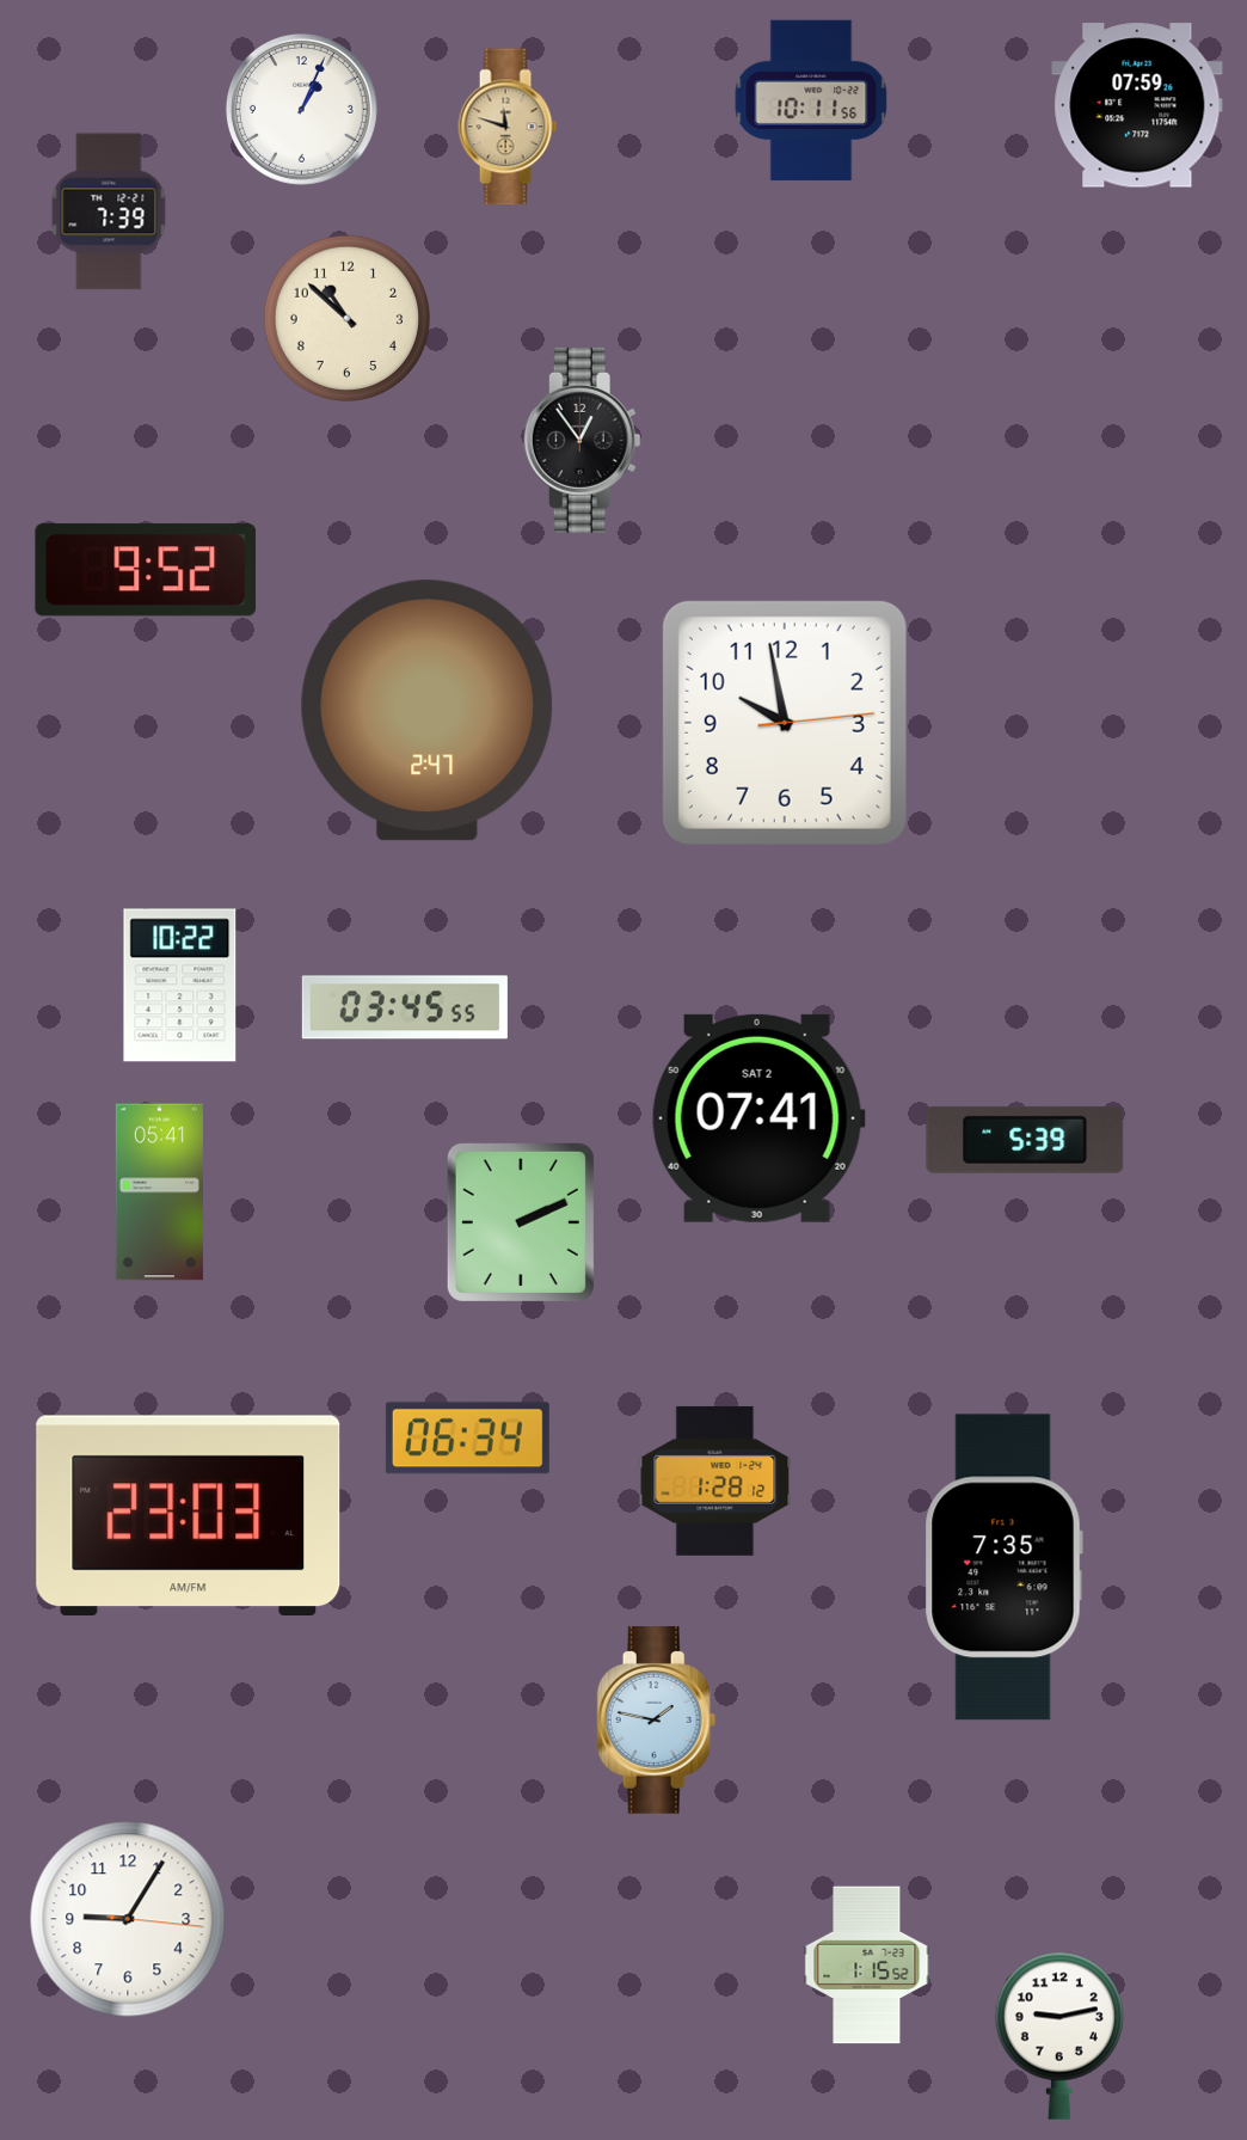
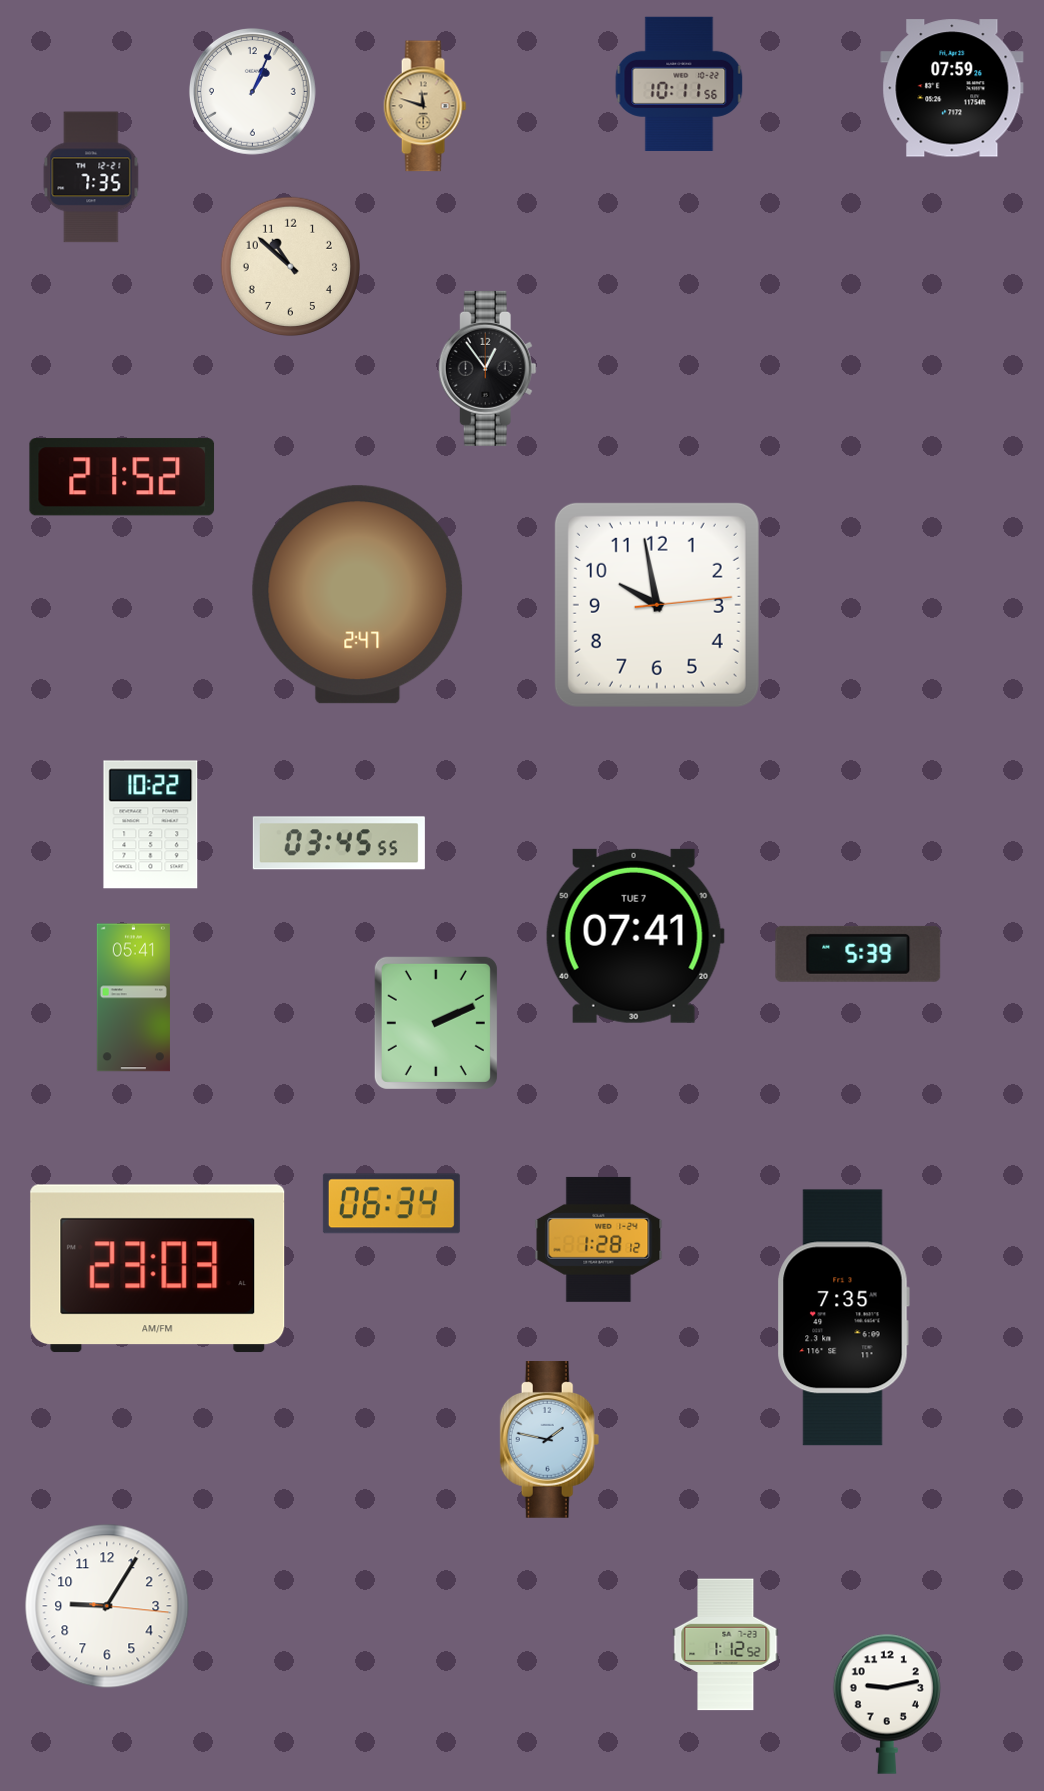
clock at (109, 211): 7:39 -> 7:35
clock at (146, 570): 9:52 -> 21:52
clock at (758, 1118) date: SAT 2 -> TUE 7
clock at (1003, 1568) position: (1003, 1568) -> (843, 1318)
clock at (867, 1966): 1:15 -> 1:12
